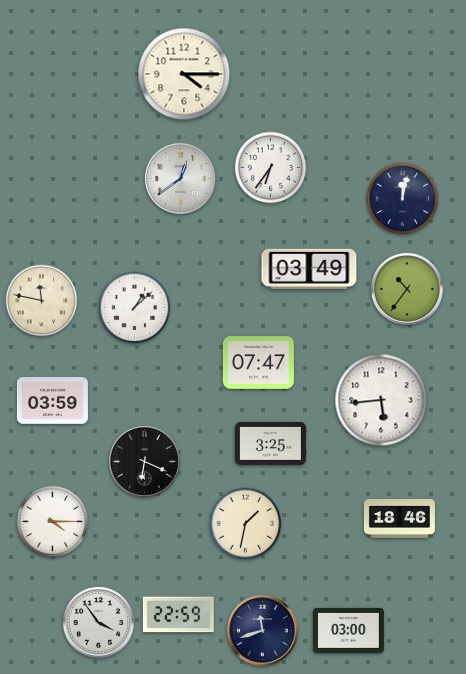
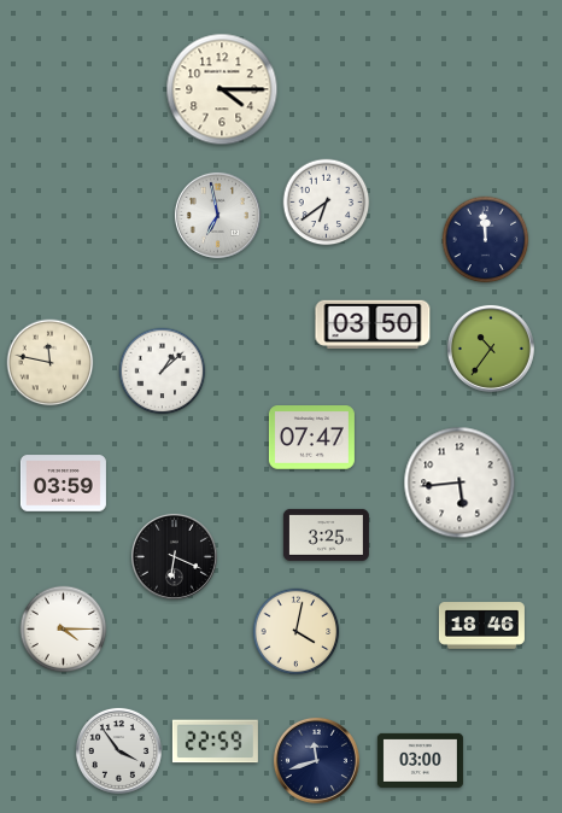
clock at (271, 168): 6:36 -> 6:39
clock at (180, 178): 12:39 -> 6:58
clock at (403, 199): 12:02 -> 11:59
clock at (309, 269): 03:49 -> 03:50
clock at (246, 524): 1:32 -> 4:02
